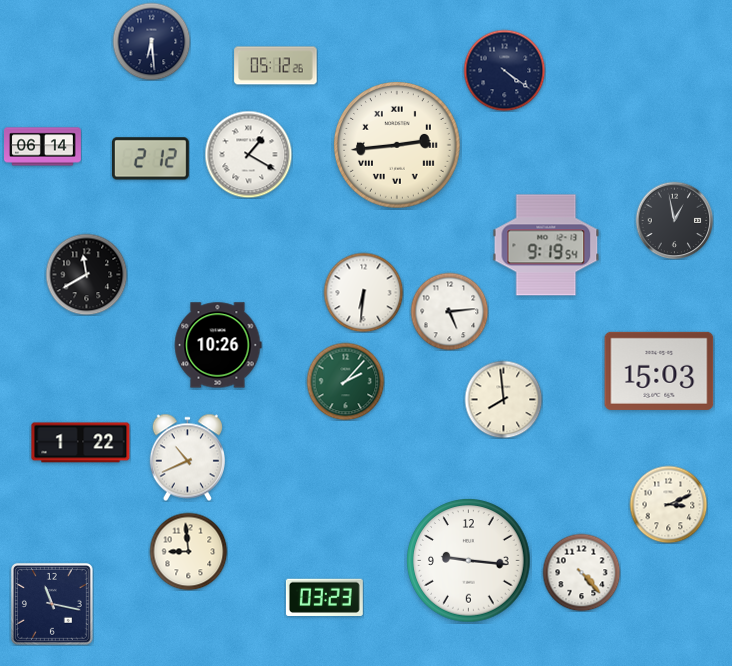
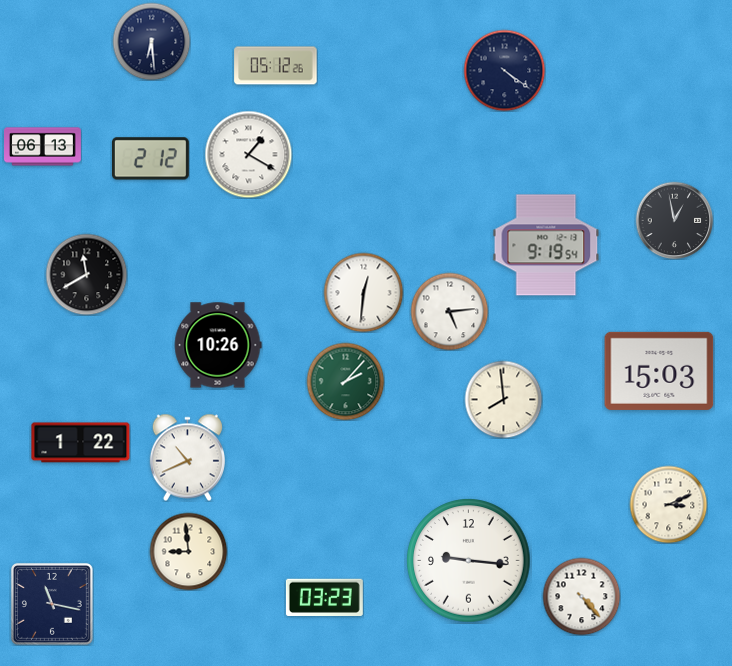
clock at (397, 145): 2:44 -> none
clock at (43, 147): 06:14 -> 06:13
clock at (363, 292): 6:31 -> 12:31
clock at (581, 572) position: (581, 572) -> (581, 596)
